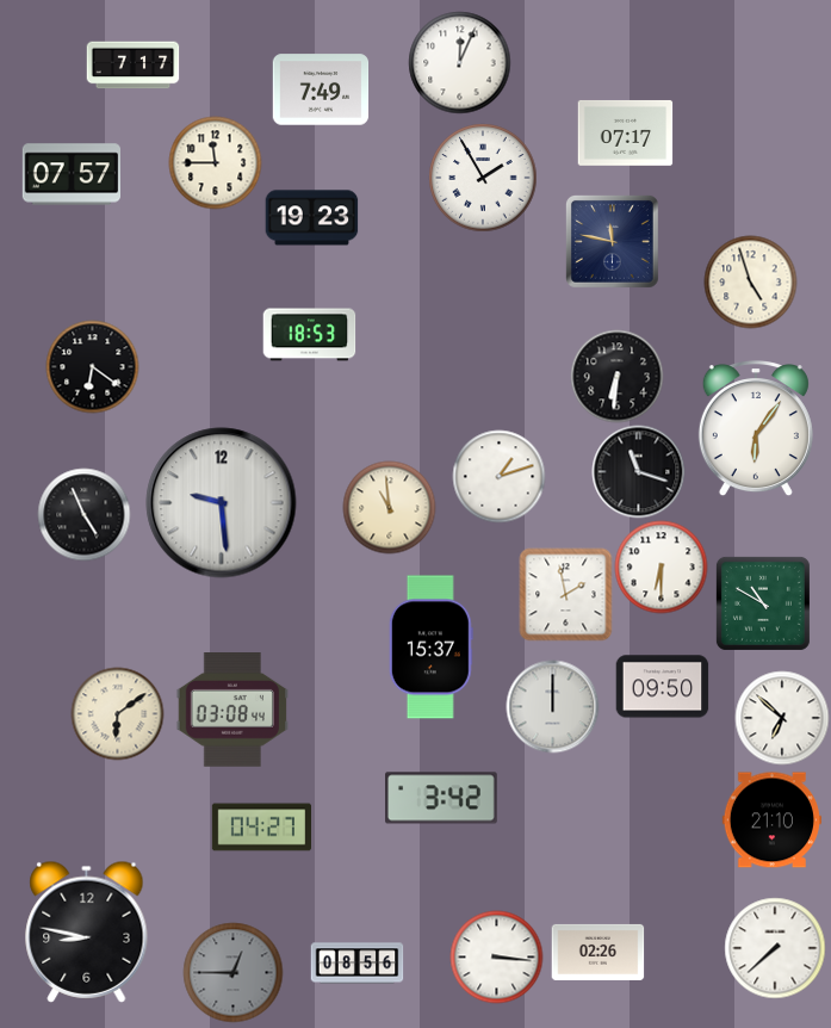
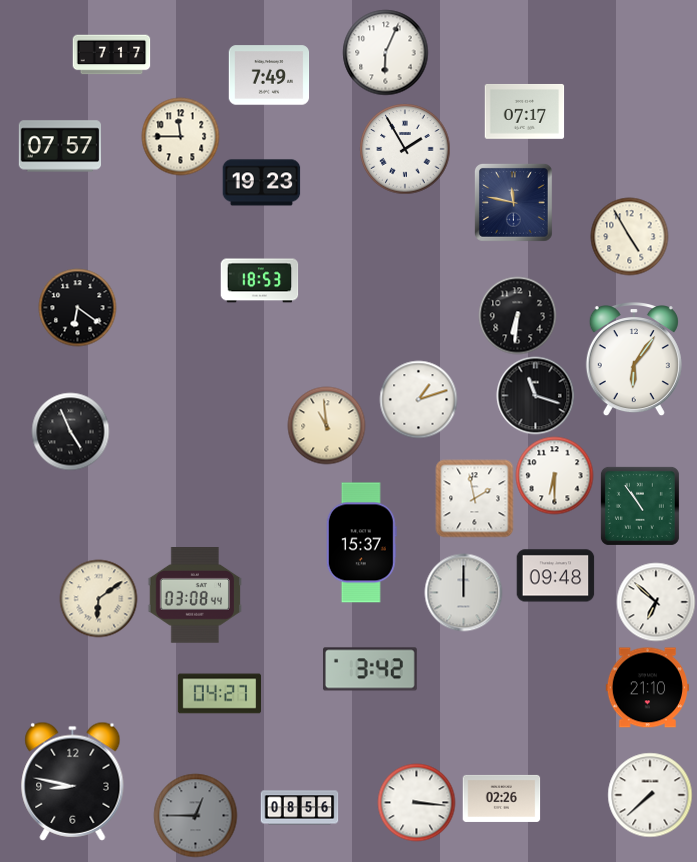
clock at (459, 62): 12:04 -> 6:04
clock at (750, 281): 4:57 -> 4:55
clock at (222, 503): 9:29 -> none
clock at (763, 603): 10:50 -> 10:54
clock at (662, 687): 09:50 -> 09:48
